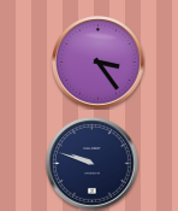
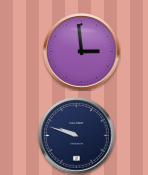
clock at (99, 63): 3:24 -> 2:59
